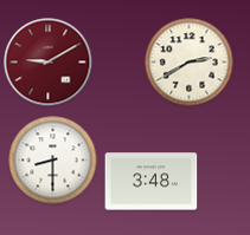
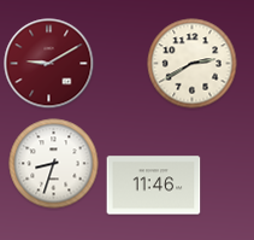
clock at (53, 161): 8:30 -> 8:33
clock at (152, 182): 3:48 -> 11:46
